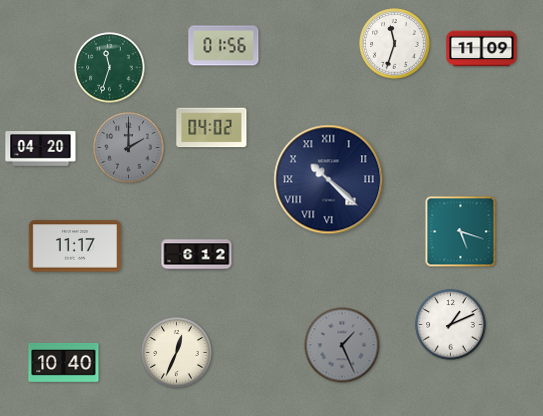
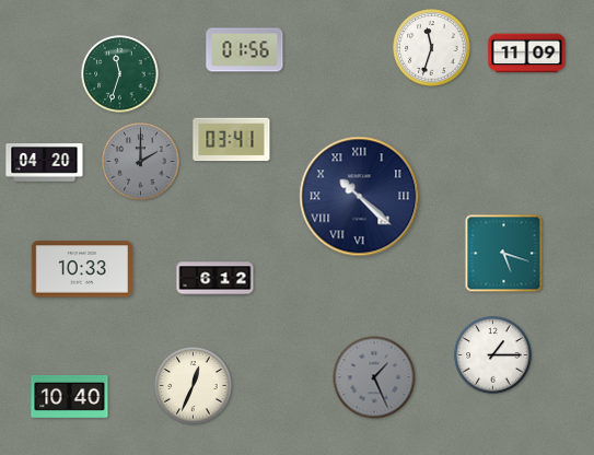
clock at (212, 128): 04:02 -> 03:41
clock at (75, 246): 11:17 -> 10:33
clock at (451, 325): 1:11 -> 1:15
